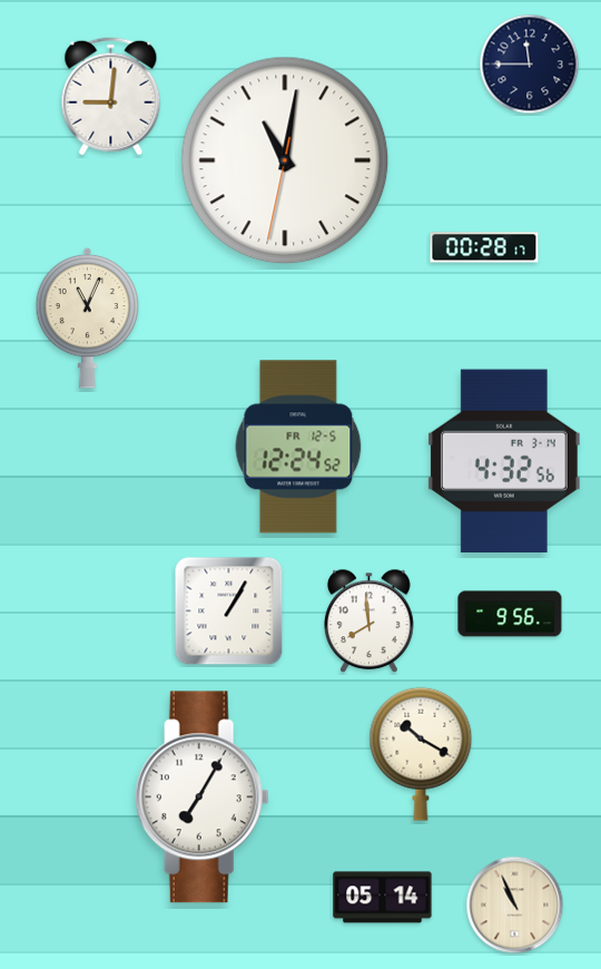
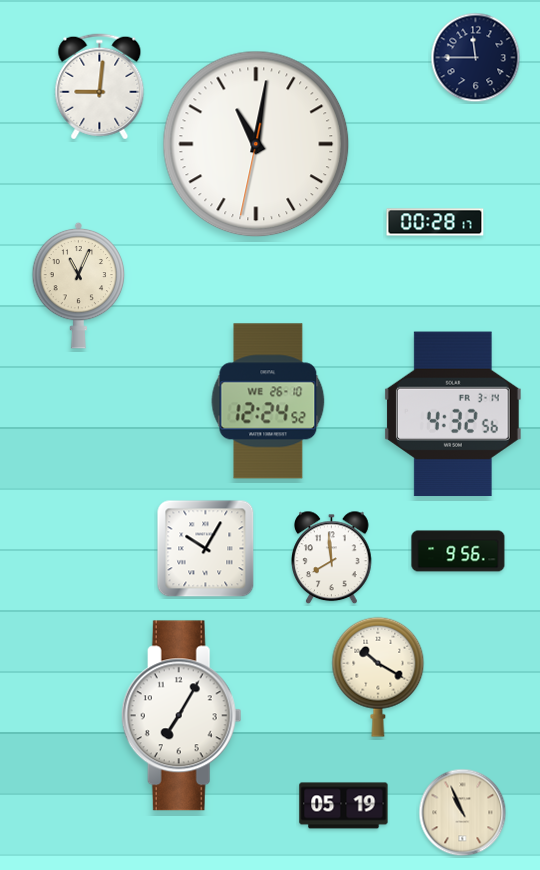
clock at (298, 447) date: FR 12-5 -> WE 26-10
clock at (229, 611): 1:05 -> 10:05
clock at (383, 898): 05:14 -> 05:19
